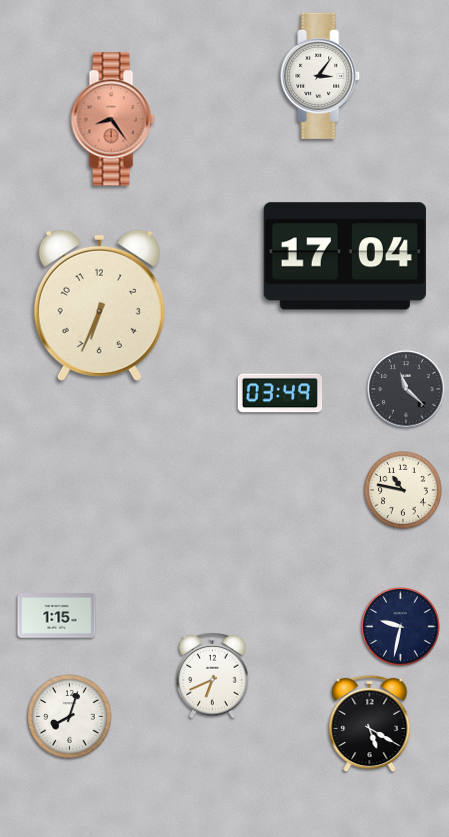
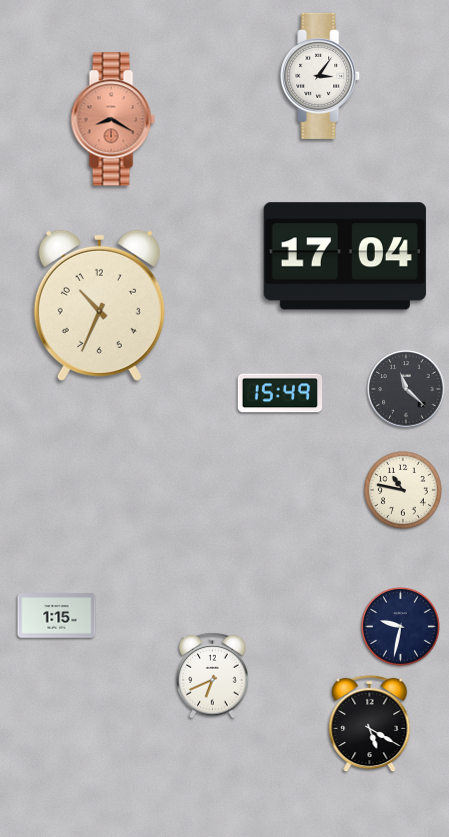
clock at (113, 119): 8:24 -> 8:20
clock at (99, 305): 6:34 -> 10:34
clock at (280, 393): 03:49 -> 15:49
clock at (70, 717): 8:03 -> none
